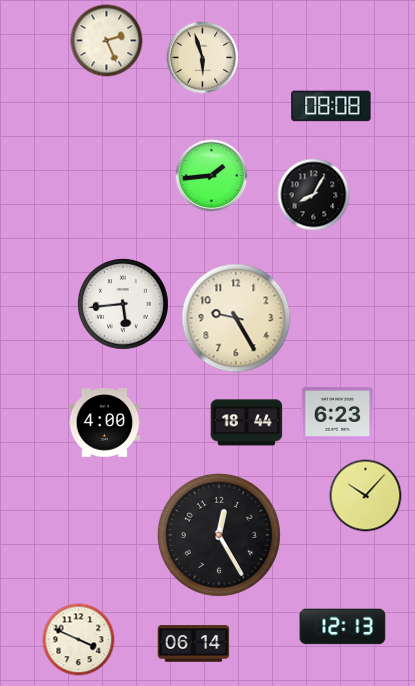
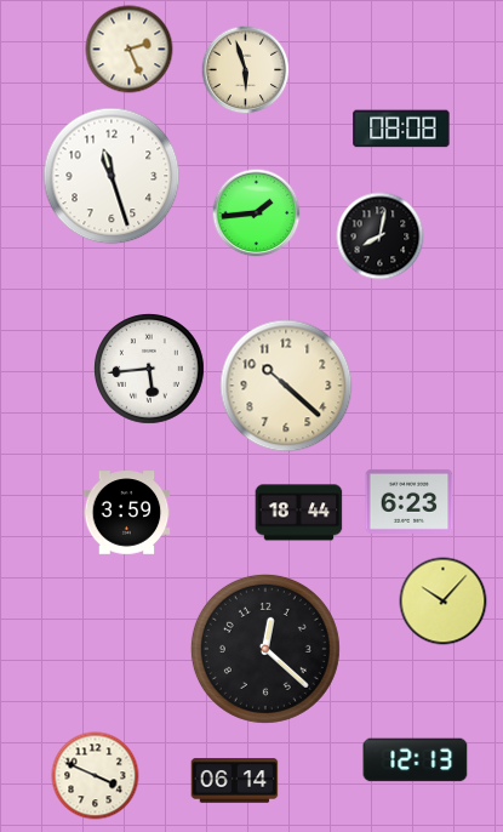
clock at (112, 176): none -> 11:27
clock at (314, 195): 8:05 -> 8:02
clock at (236, 318): 9:25 -> 10:22
clock at (105, 423): 4:00 -> 3:59
clock at (219, 535): 12:25 -> 12:22
